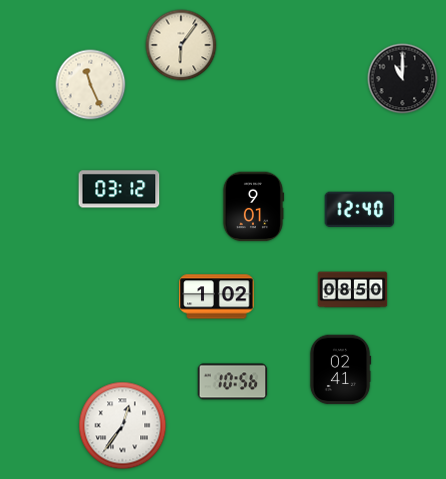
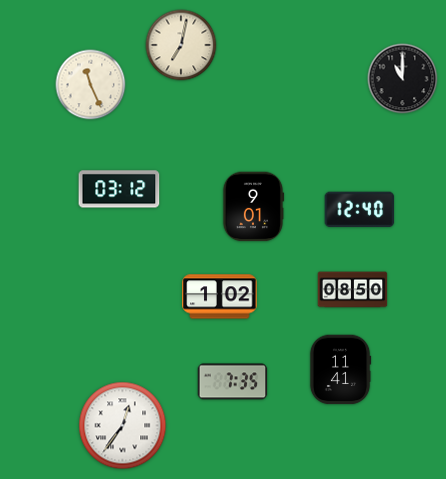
clock at (181, 45): 6:06 -> 7:02
clock at (217, 297) position: (217, 297) -> (220, 297)
clock at (340, 370): 02:41 -> 11:41
clock at (233, 382): 10:56 -> 7:35
